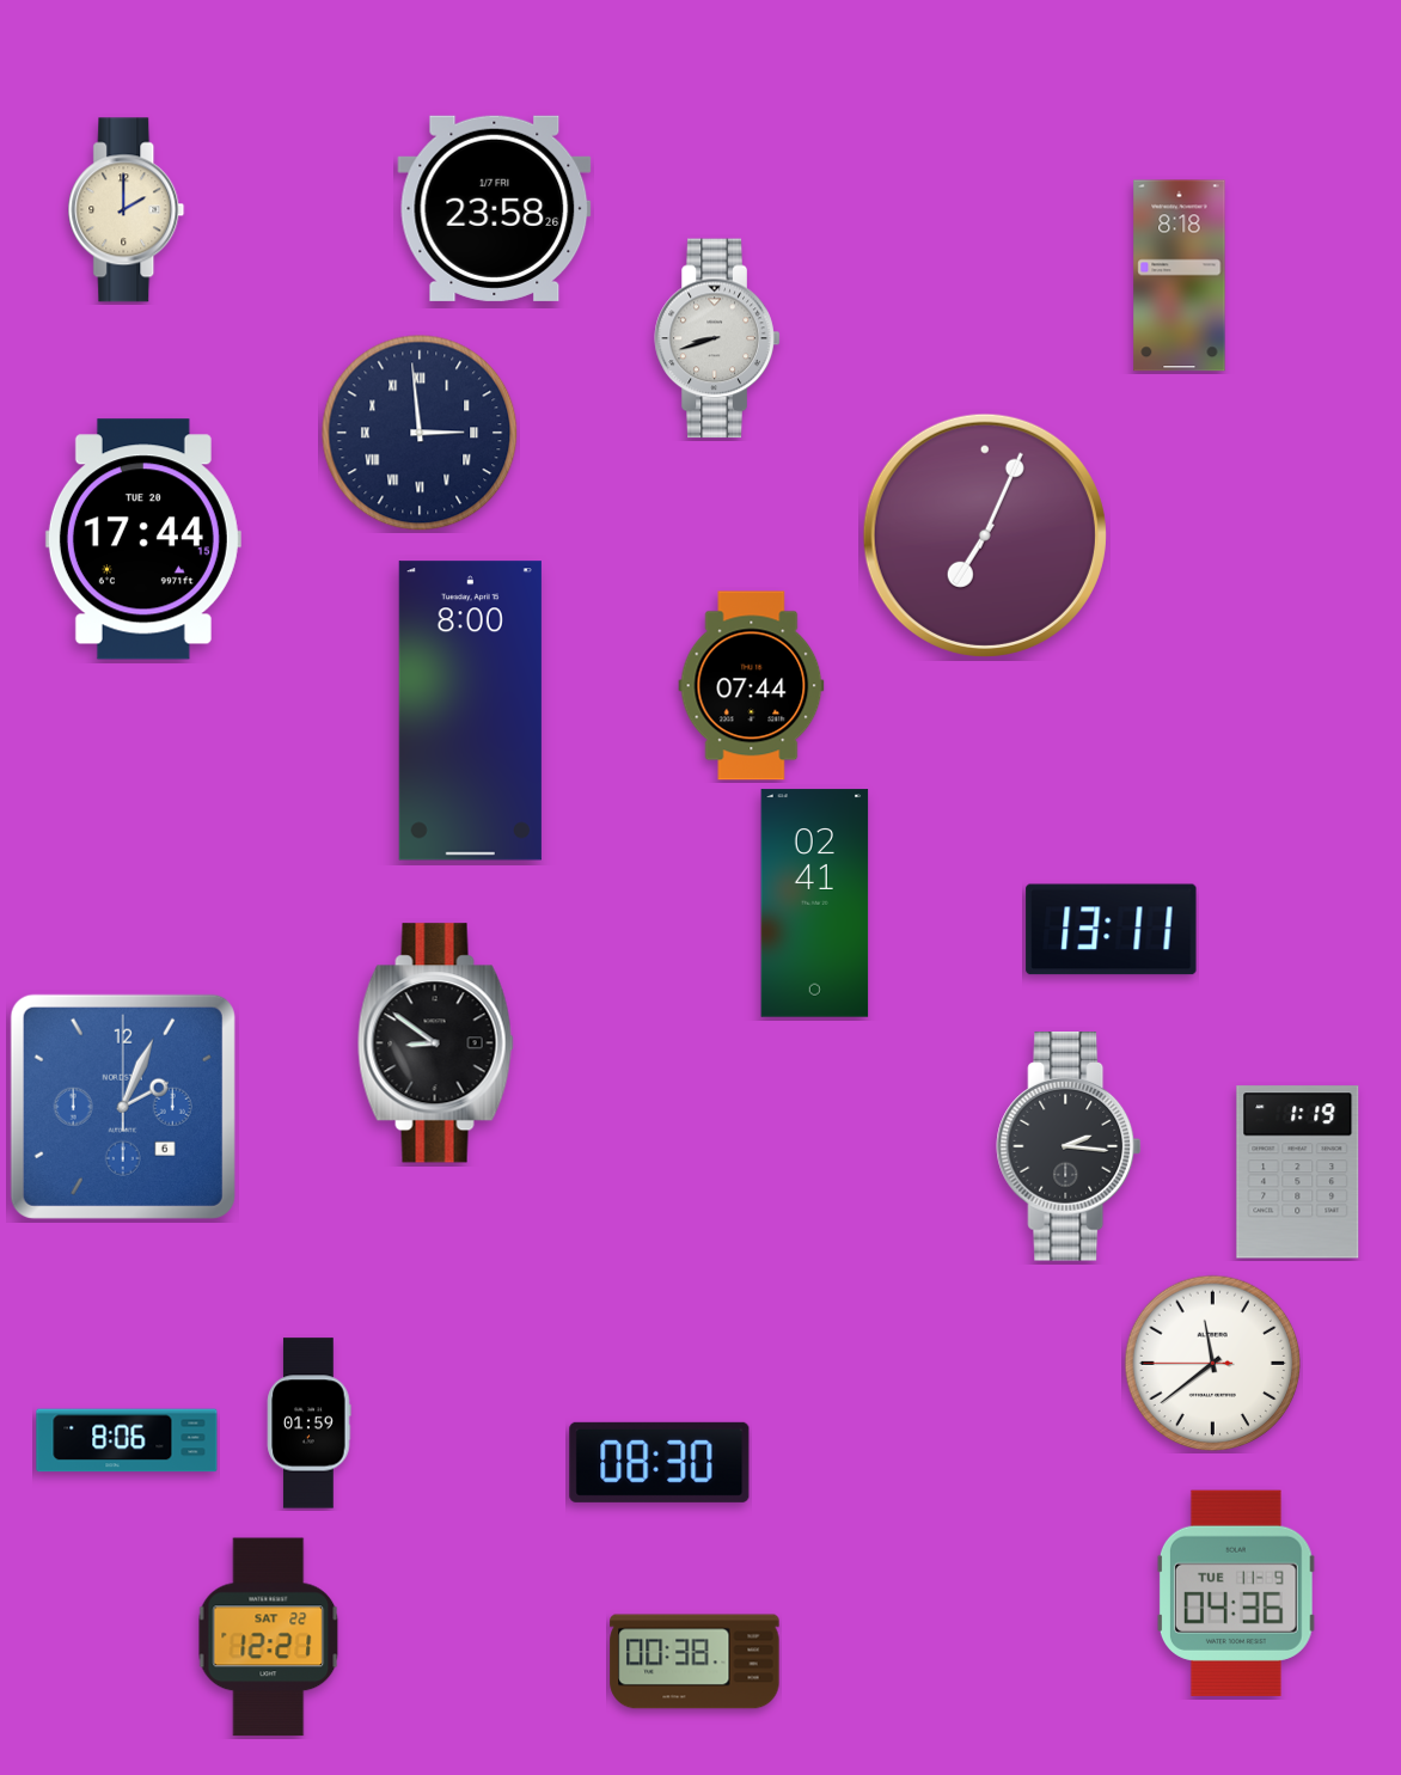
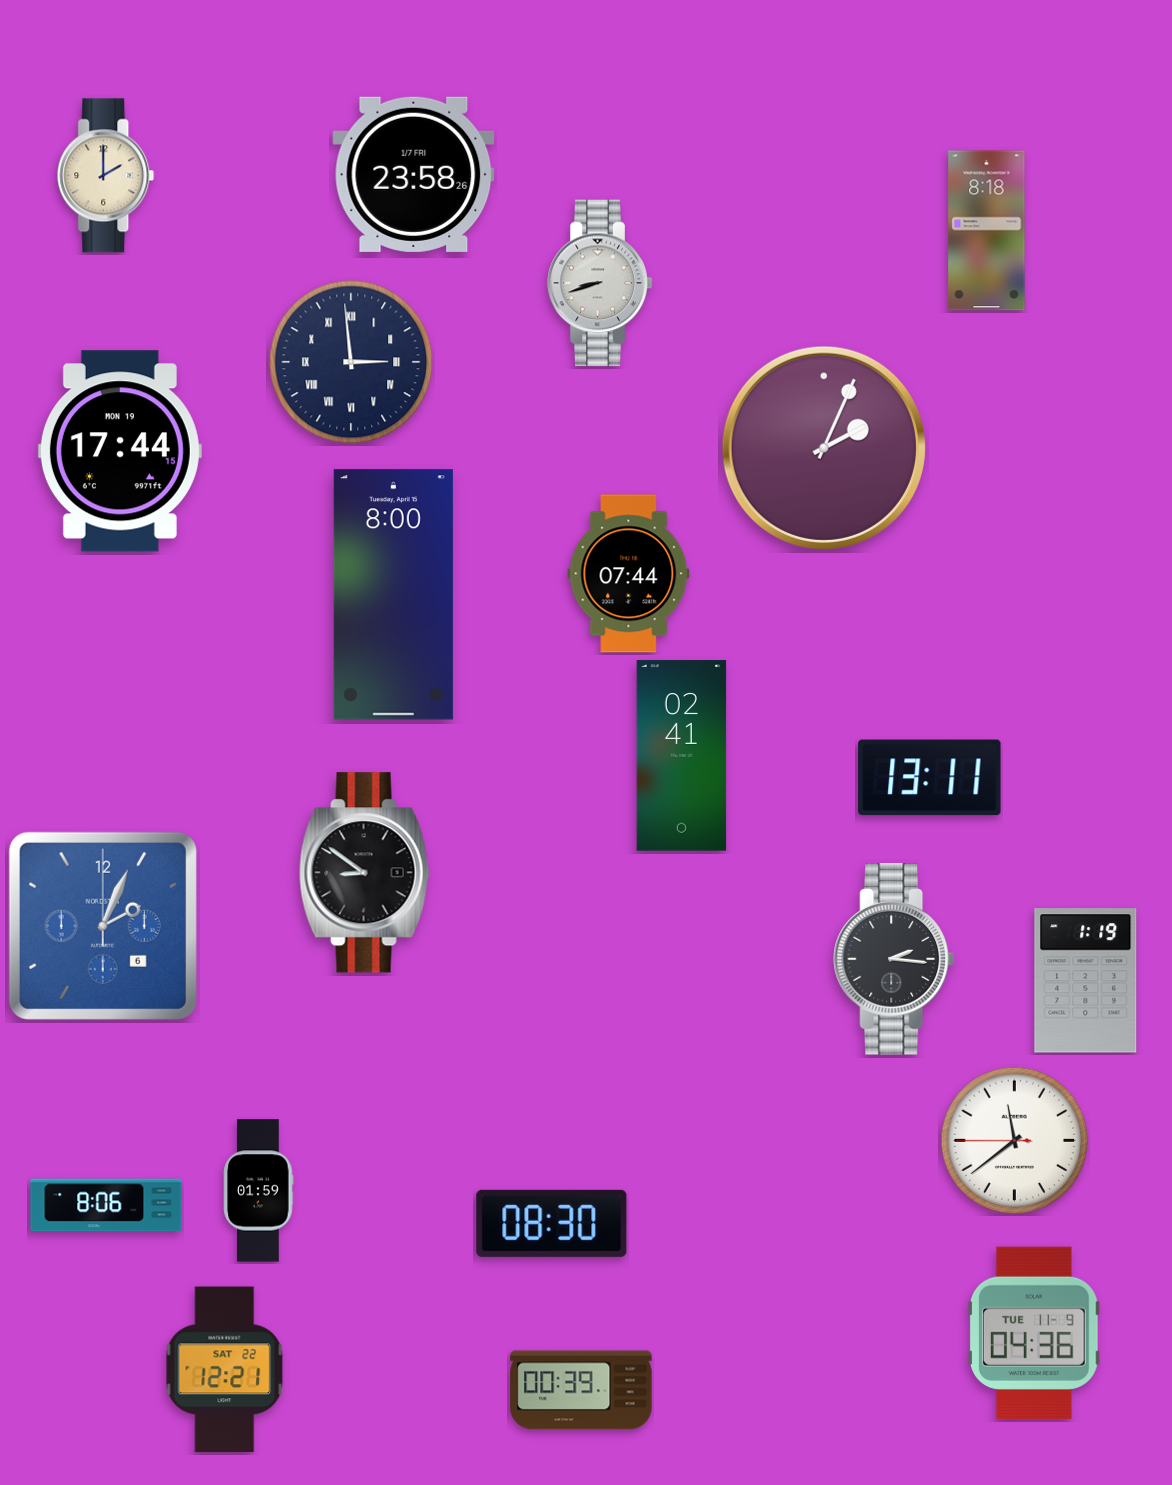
clock at (985, 535): 7:04 -> 2:04
clock at (143, 539) date: TUE 20 -> MON 19
clock at (695, 1661): 00:38 -> 00:39
